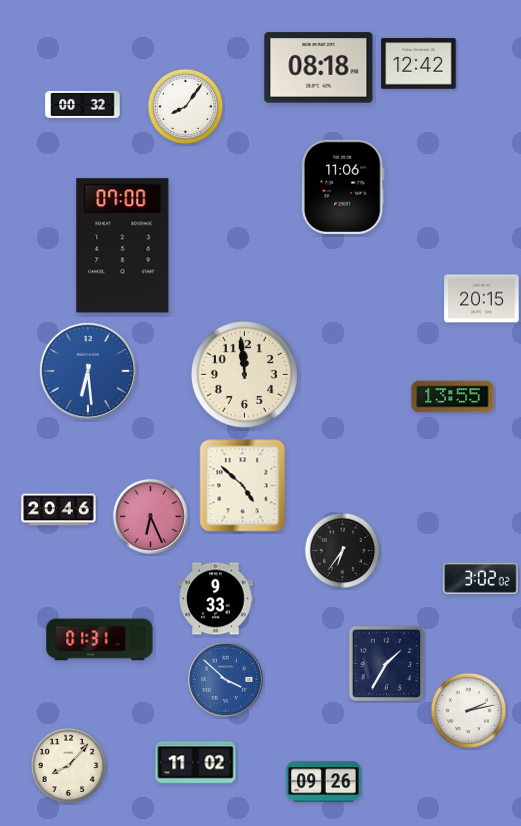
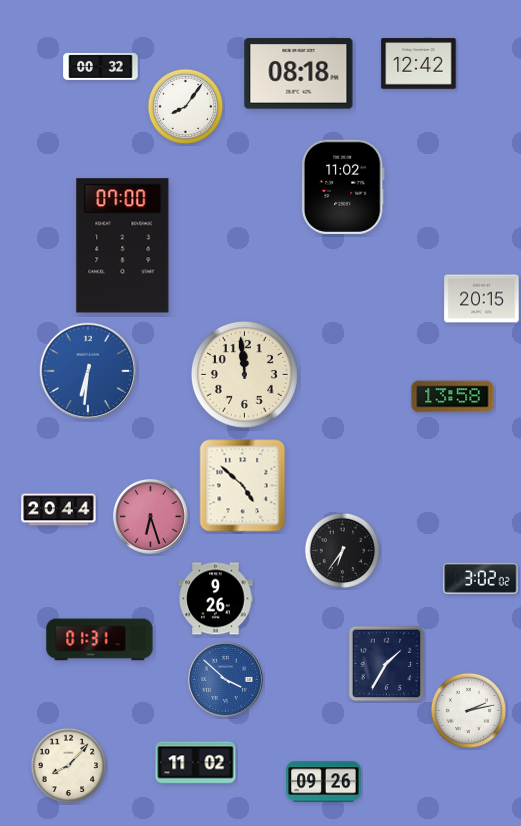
clock at (319, 68) position: (319, 68) -> (299, 74)
clock at (83, 104) position: (83, 104) -> (101, 66)
clock at (343, 187): 11:06 -> 11:02
clock at (87, 370): 6:29 -> 6:31
clock at (453, 397): 13:55 -> 13:58
clock at (59, 510): 20:46 -> 20:44
clock at (150, 516): 6:26 -> 6:27
clock at (216, 599): 9:33 -> 9:26
